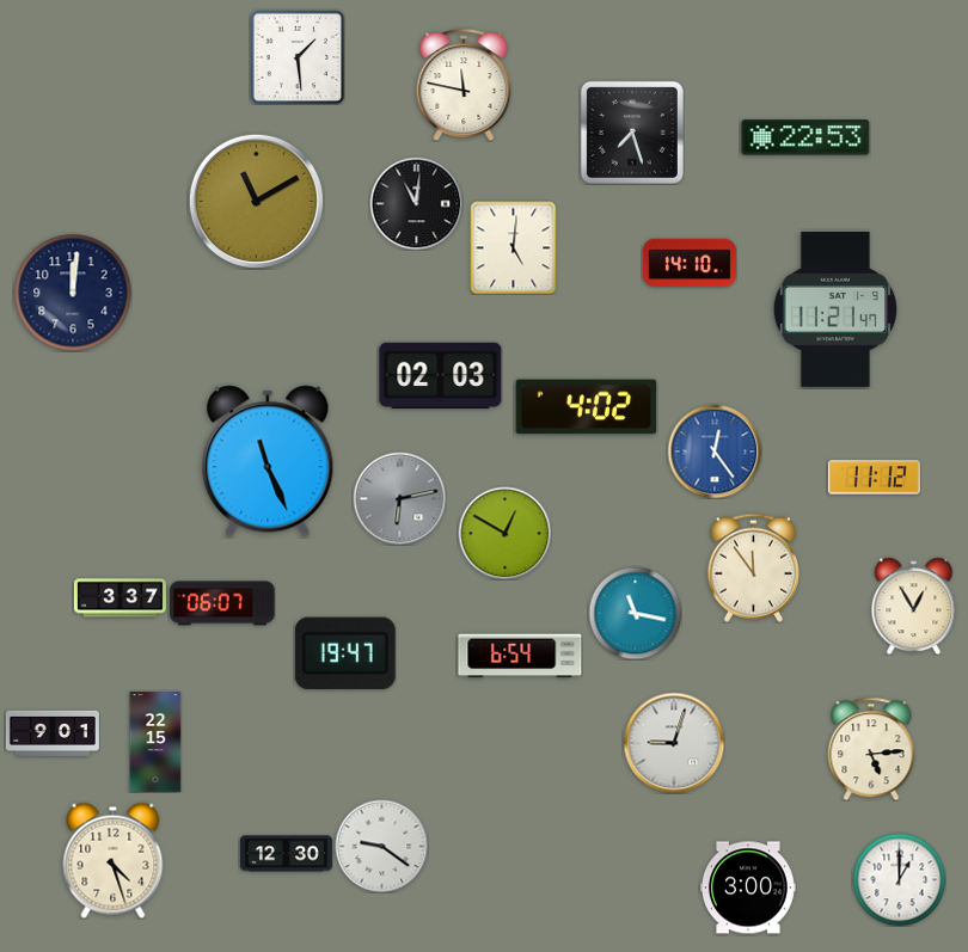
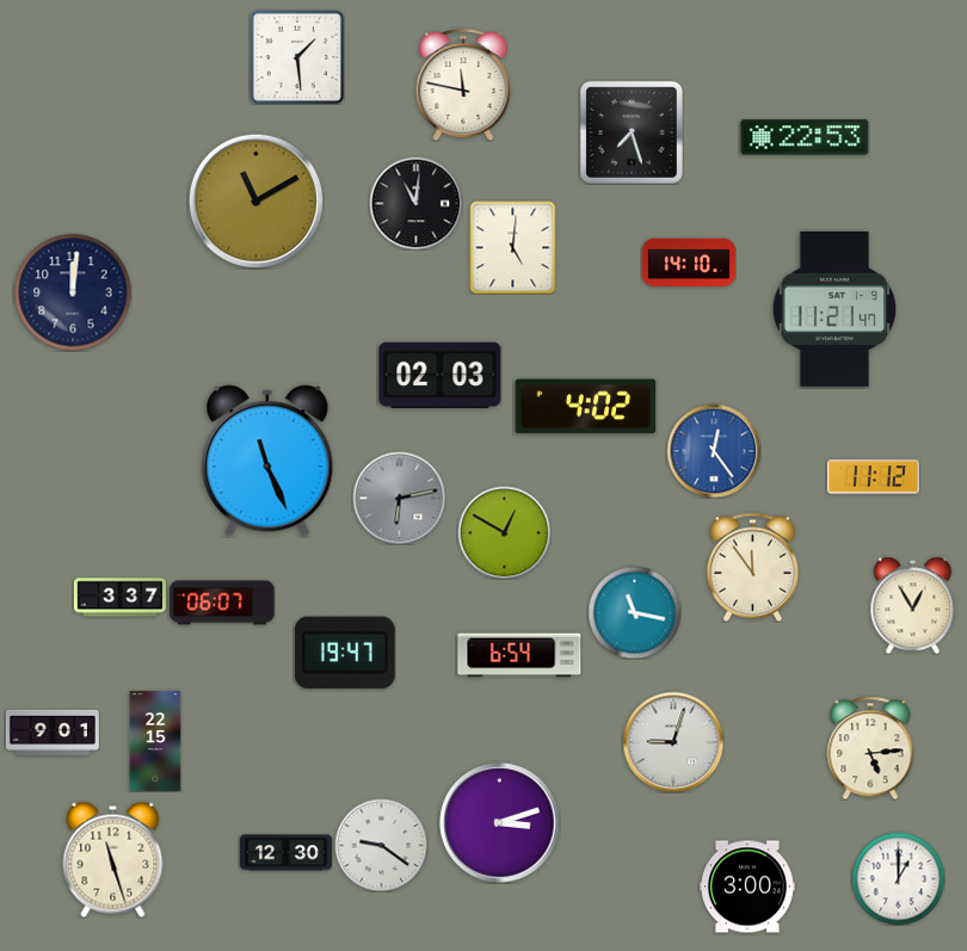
clock at (500, 823): none -> 3:12
clock at (114, 860): 4:27 -> 11:27
